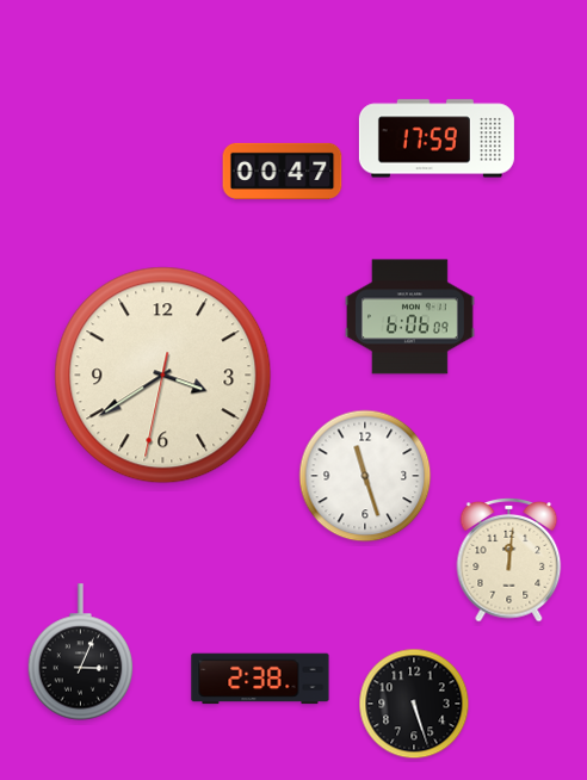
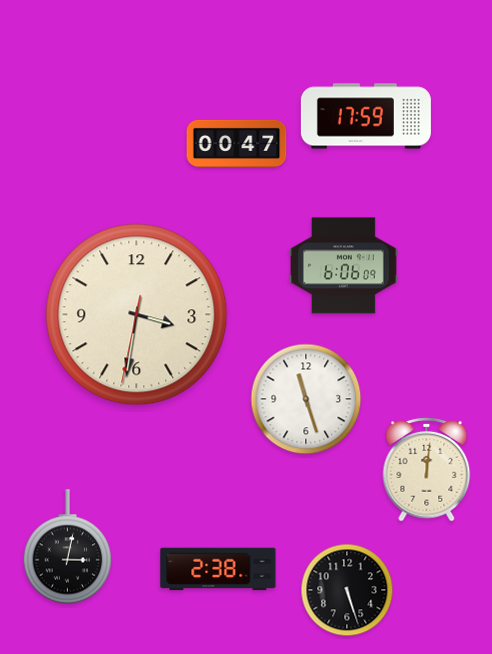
clock at (163, 376): 3:39 -> 3:31
clock at (81, 652): 3:04 -> 3:02
